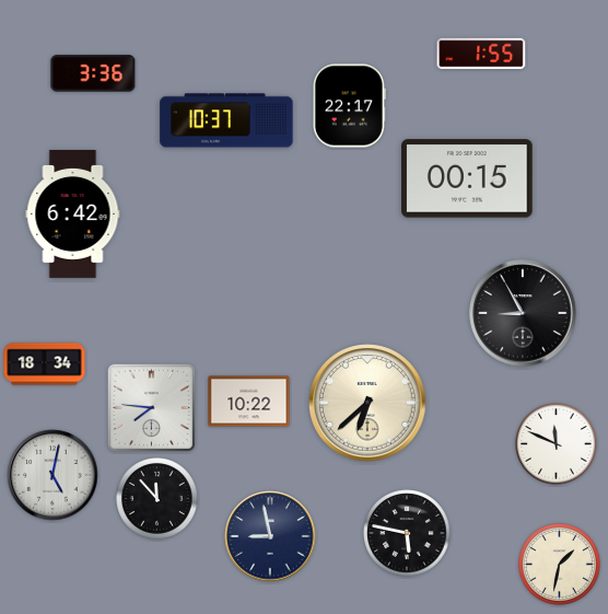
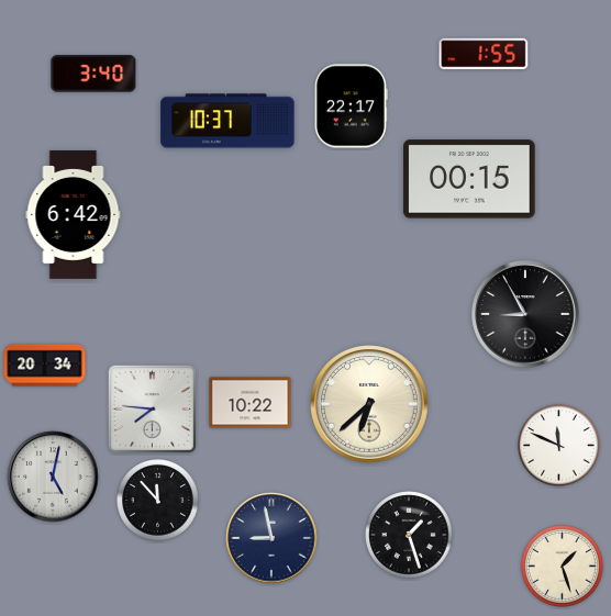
clock at (93, 73): 3:36 -> 3:40
clock at (45, 364): 18:34 -> 20:34
clock at (407, 533): 5:47 -> 1:27
clock at (560, 565): 1:32 -> 1:27
